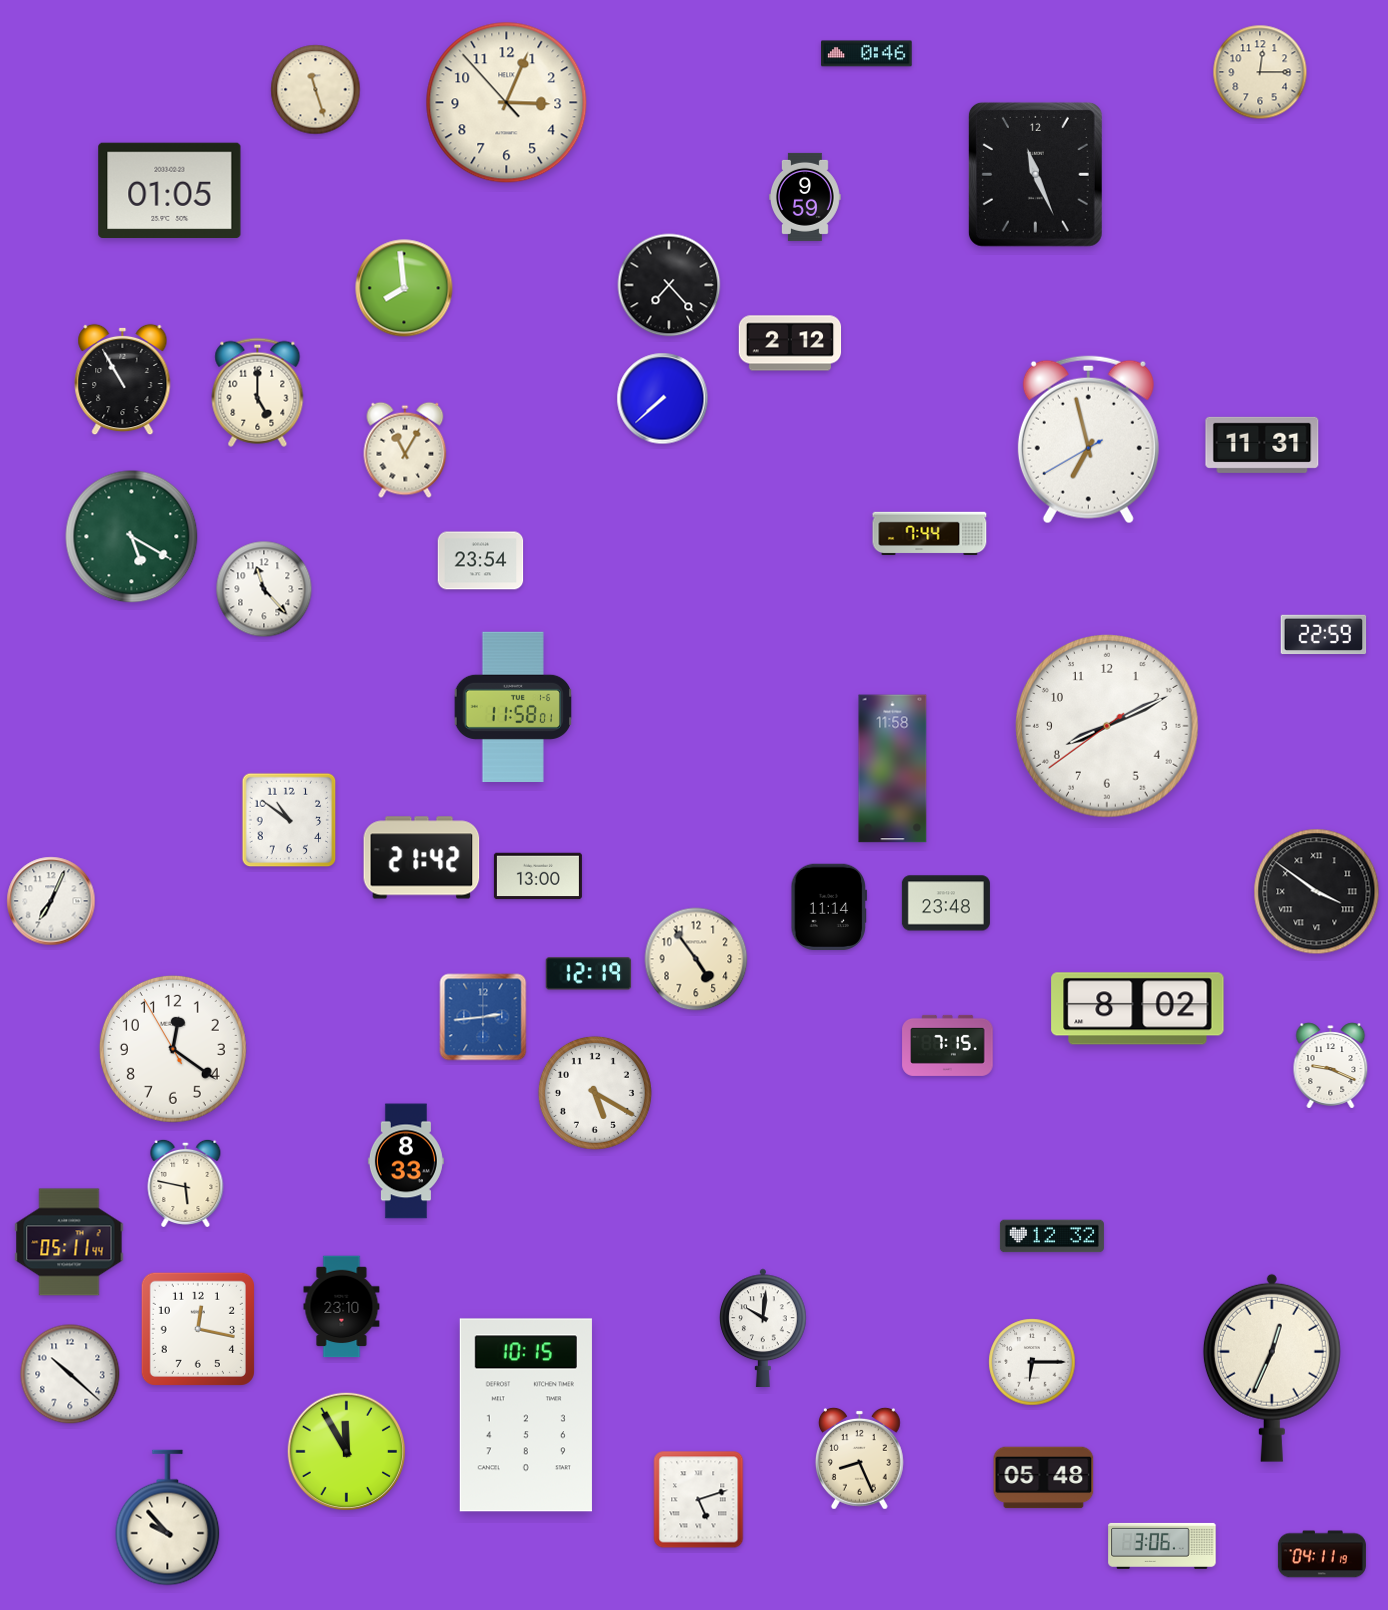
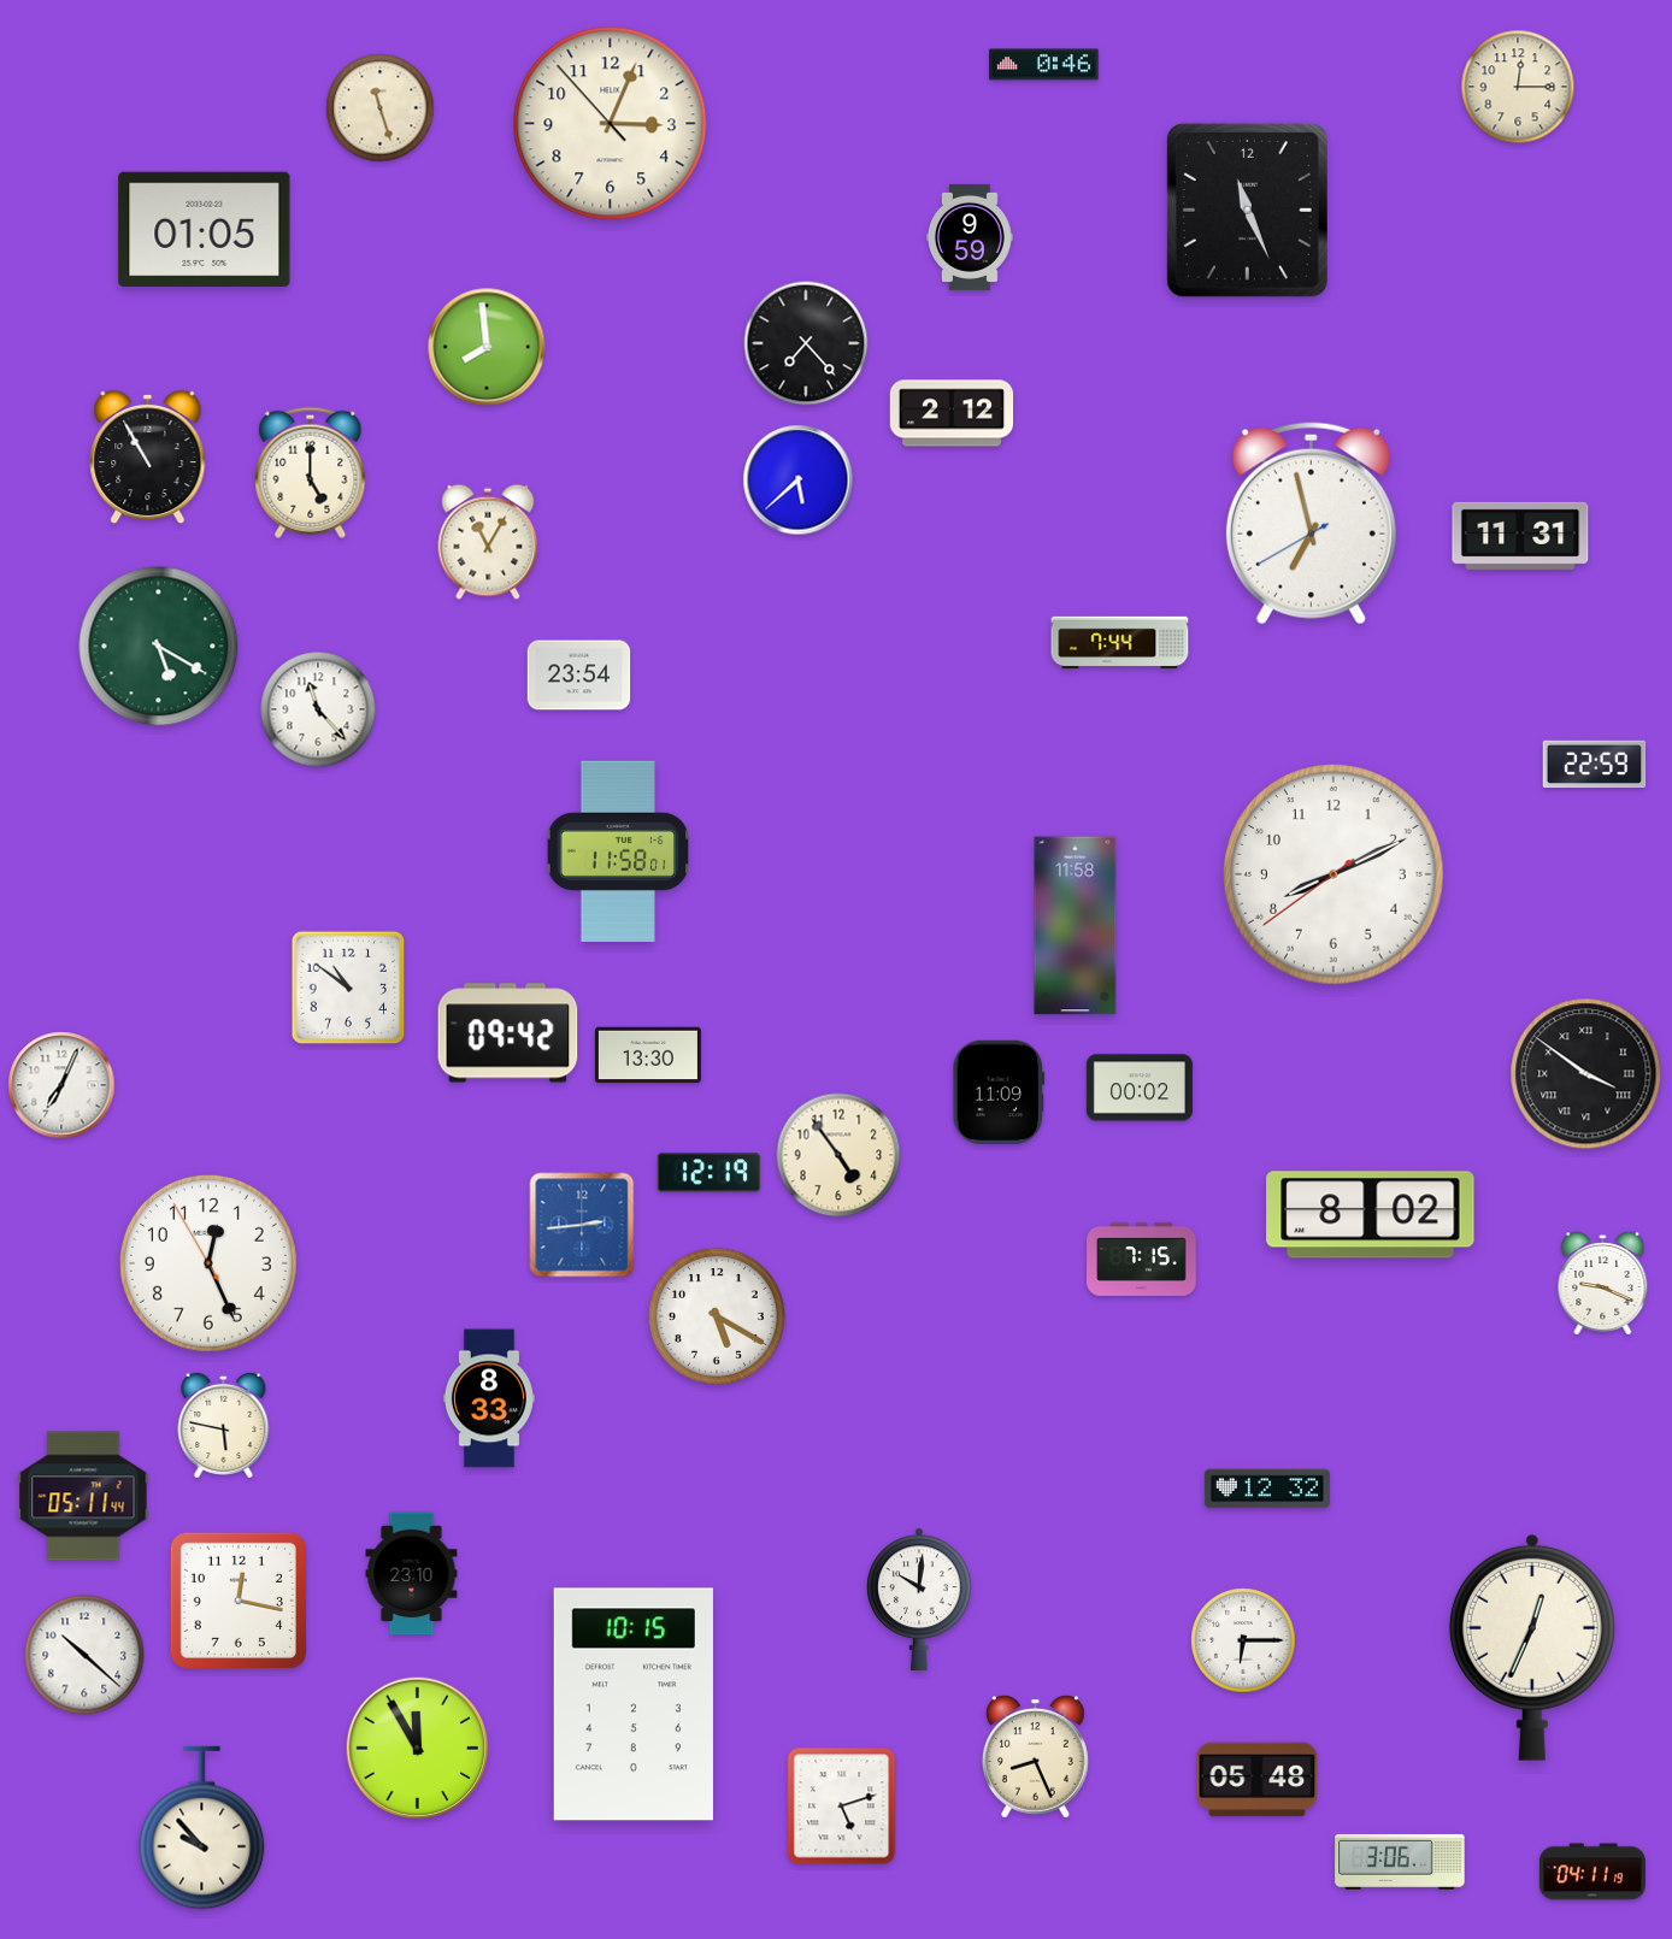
clock at (663, 399): 7:38 -> 5:38
clock at (1088, 440) position: (1088, 440) -> (1311, 524)
clock at (422, 858): 21:42 -> 09:42
clock at (538, 876): 13:00 -> 13:30
clock at (946, 903): 23:48 -> 00:02
clock at (829, 906): 11:14 -> 11:09
clock at (173, 1049): 12:20 -> 12:25
